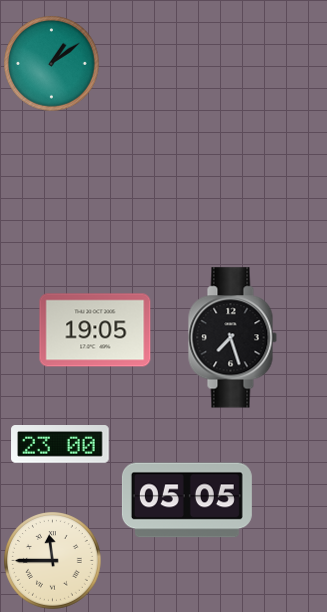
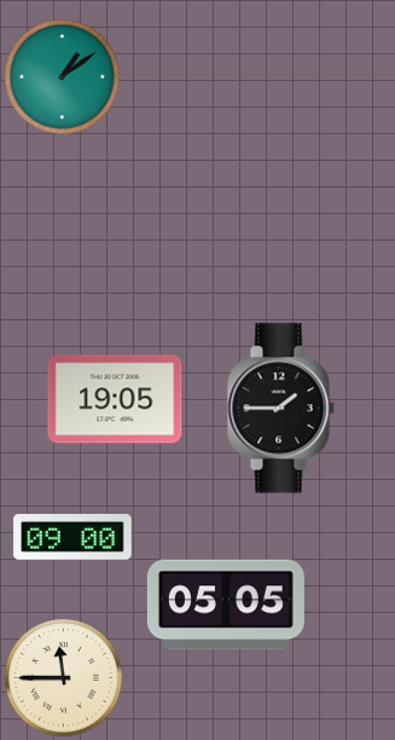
clock at (232, 338): 7:27 -> 1:45
clock at (60, 445): 23:00 -> 09:00
